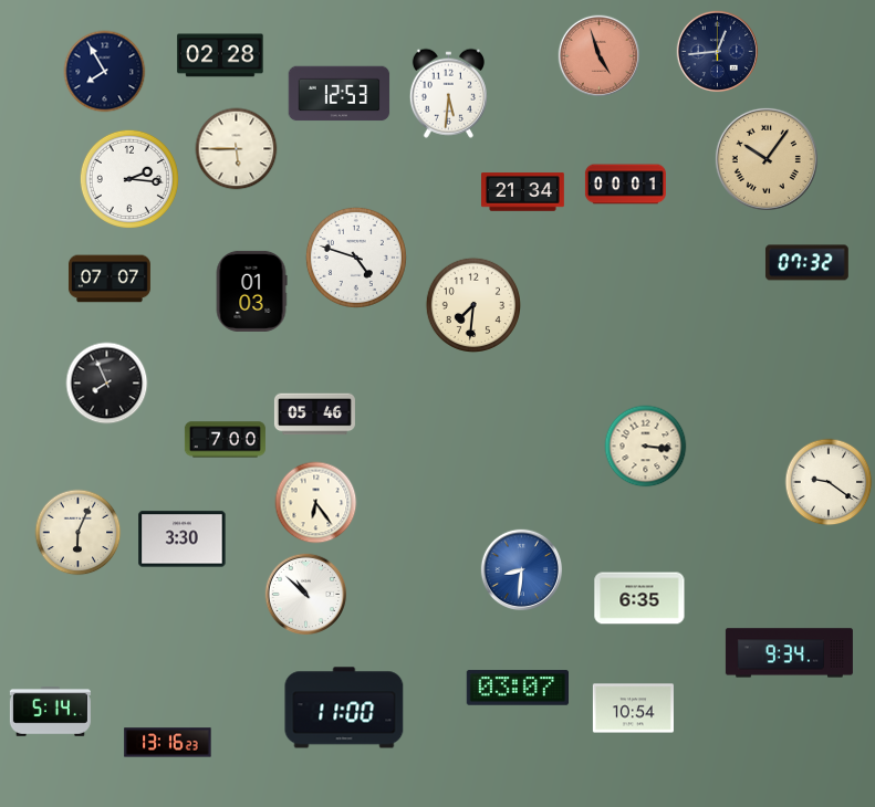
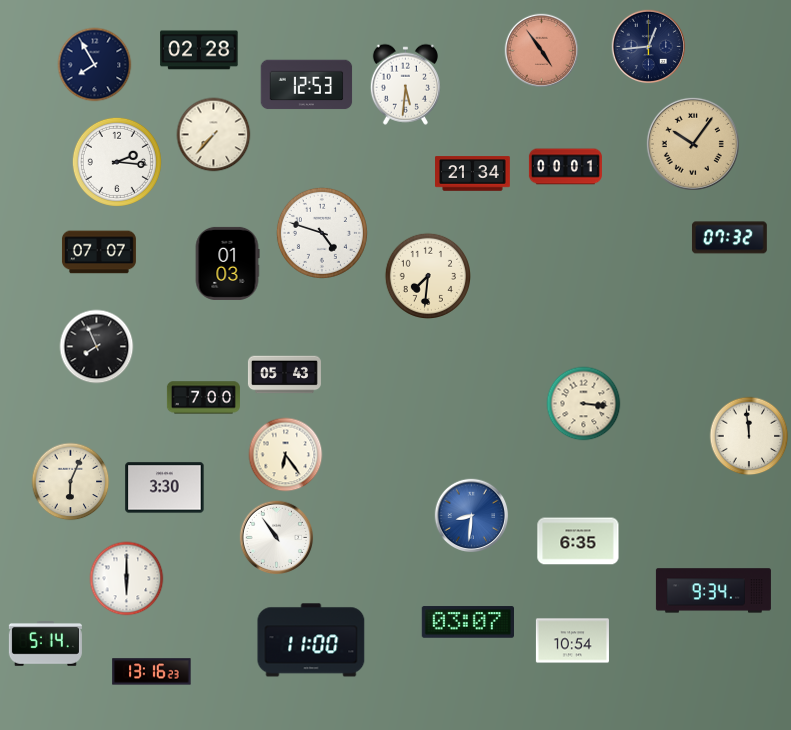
clock at (600, 56): 4:57 -> 4:54
clock at (237, 149): 5:45 -> 7:37
clock at (314, 415): 05:46 -> 05:43
clock at (829, 482): 9:21 -> 11:59
clock at (306, 595): 10:52 -> 10:54
clock at (127, 579): none -> 6:00
